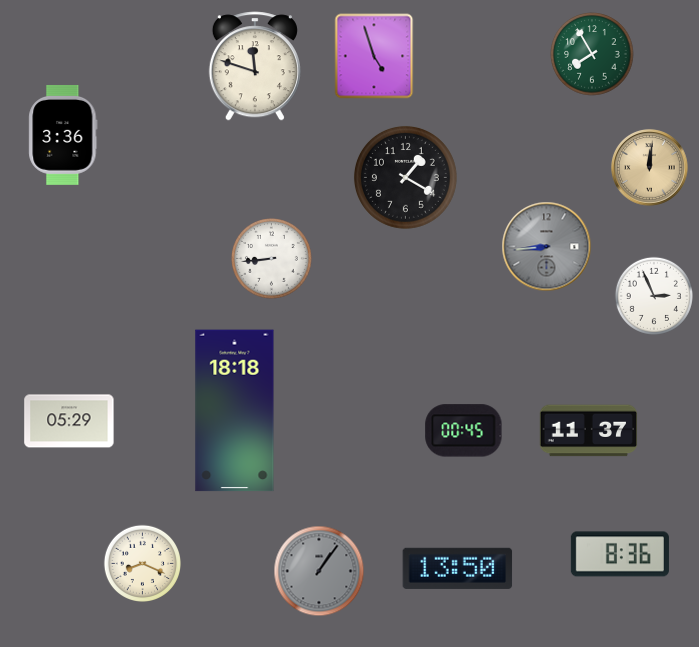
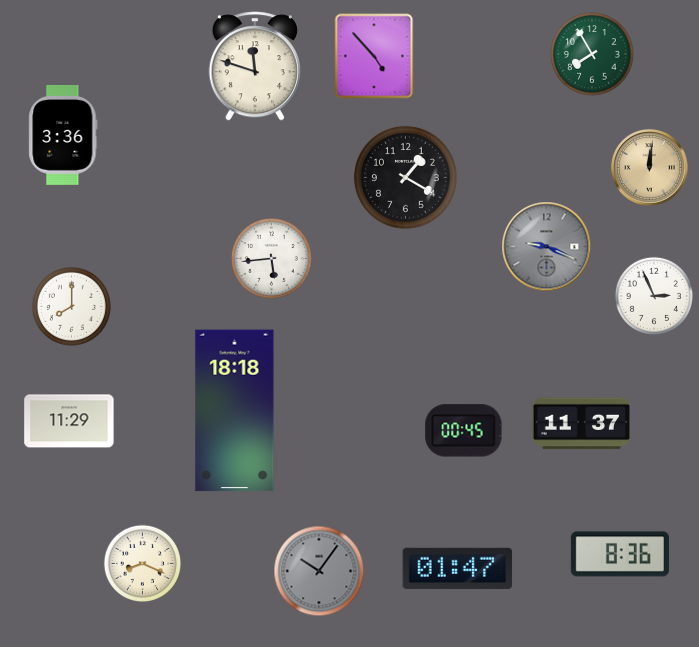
clock at (374, 56): 4:57 -> 4:53
clock at (547, 247): 8:44 -> 9:19
clock at (272, 259): 8:44 -> 5:44
clock at (71, 306): none -> 8:00
clock at (69, 421): 05:29 -> 11:29
clock at (589, 431) position: (589, 431) -> (582, 424)
clock at (458, 568): 13:50 -> 01:47
clock at (319, 571): 1:06 -> 10:06
